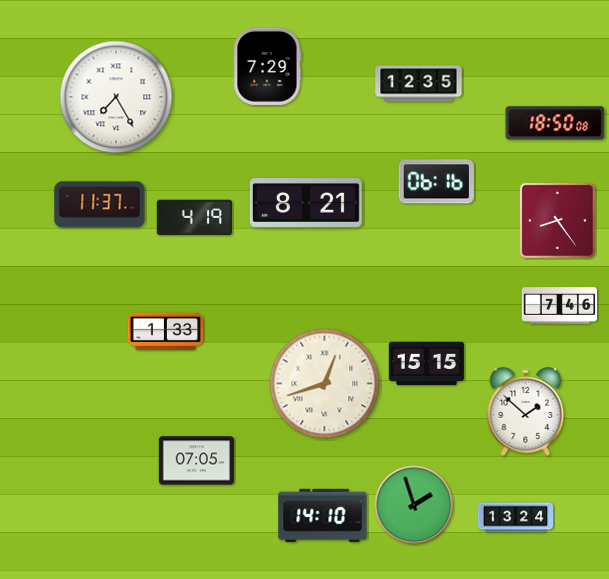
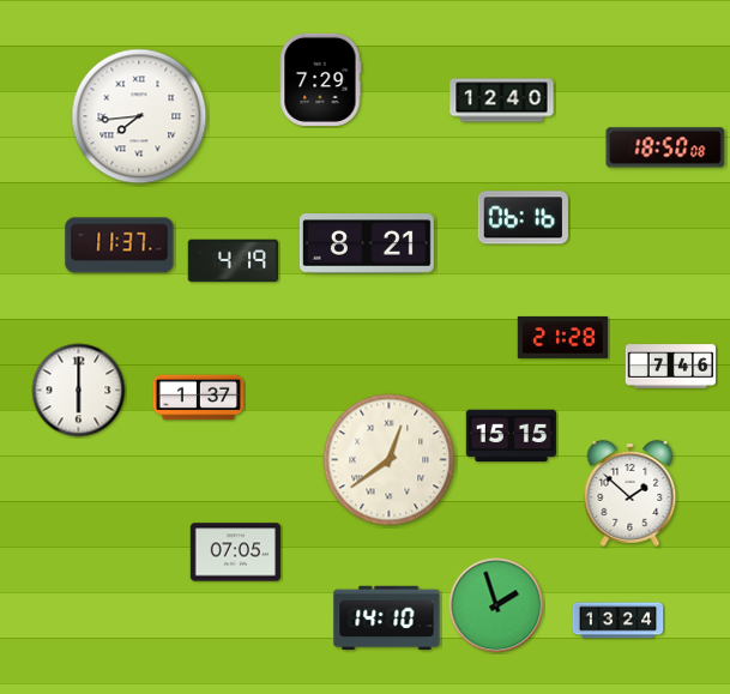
clock at (419, 84): 12:35 -> 12:40
clock at (116, 97): 7:25 -> 7:44
clock at (557, 220): 8:24 -> none
clock at (563, 337): none -> 21:28
clock at (79, 391): none -> 6:00
clock at (166, 332): 1:33 -> 1:37
clock at (325, 384): 12:42 -> 12:39
